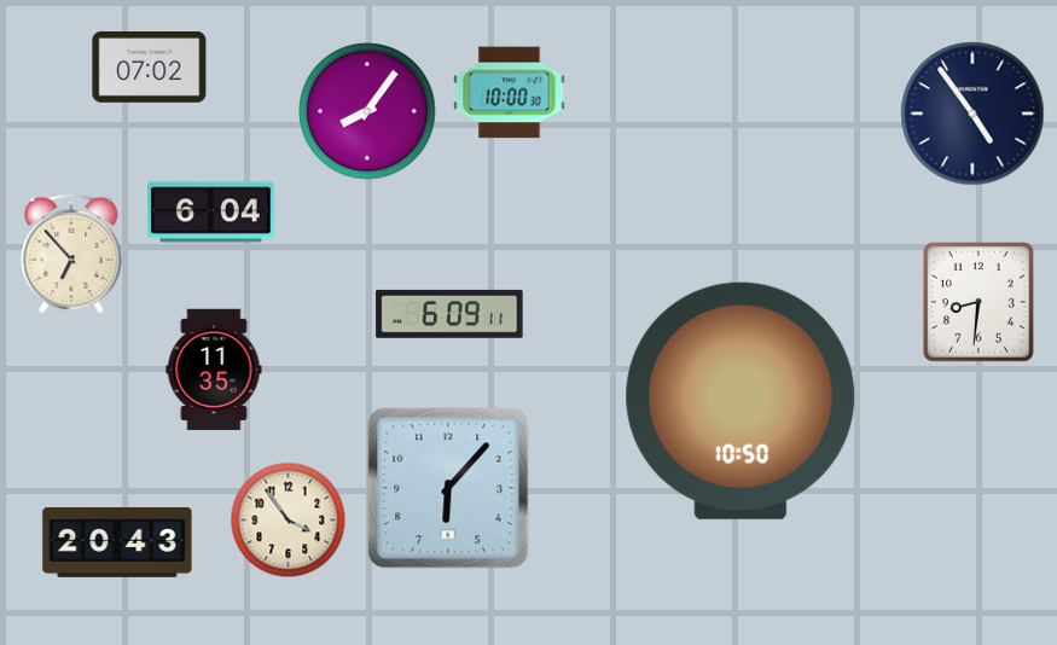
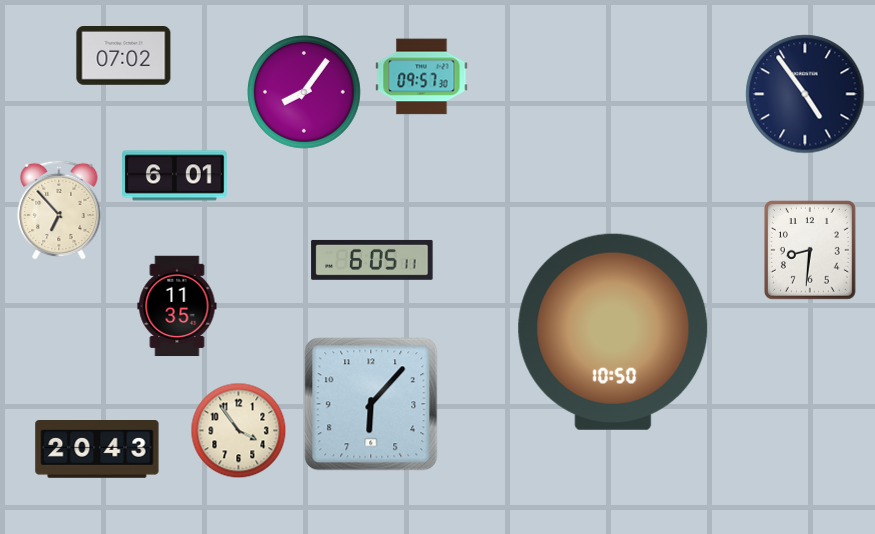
clock at (510, 93): 10:00 -> 09:57
clock at (211, 213): 6:04 -> 6:01
clock at (449, 314): 6:09 -> 6:05
